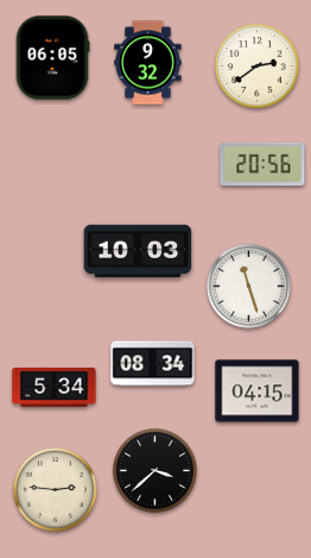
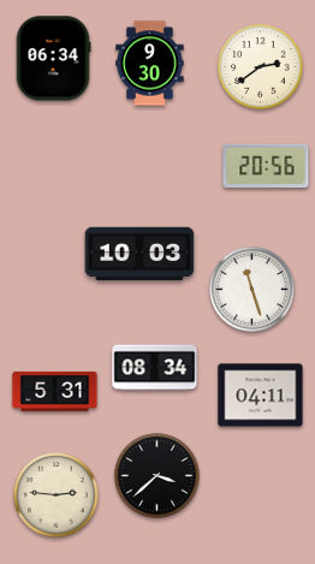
clock at (52, 58): 06:05 -> 06:34
clock at (148, 63): 9:32 -> 9:30
clock at (55, 387): 5:34 -> 5:31
clock at (258, 391): 04:15 -> 04:11
